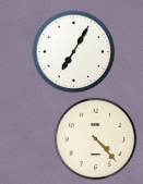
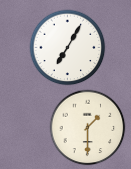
clock at (96, 139): 4:23 -> 1:30
